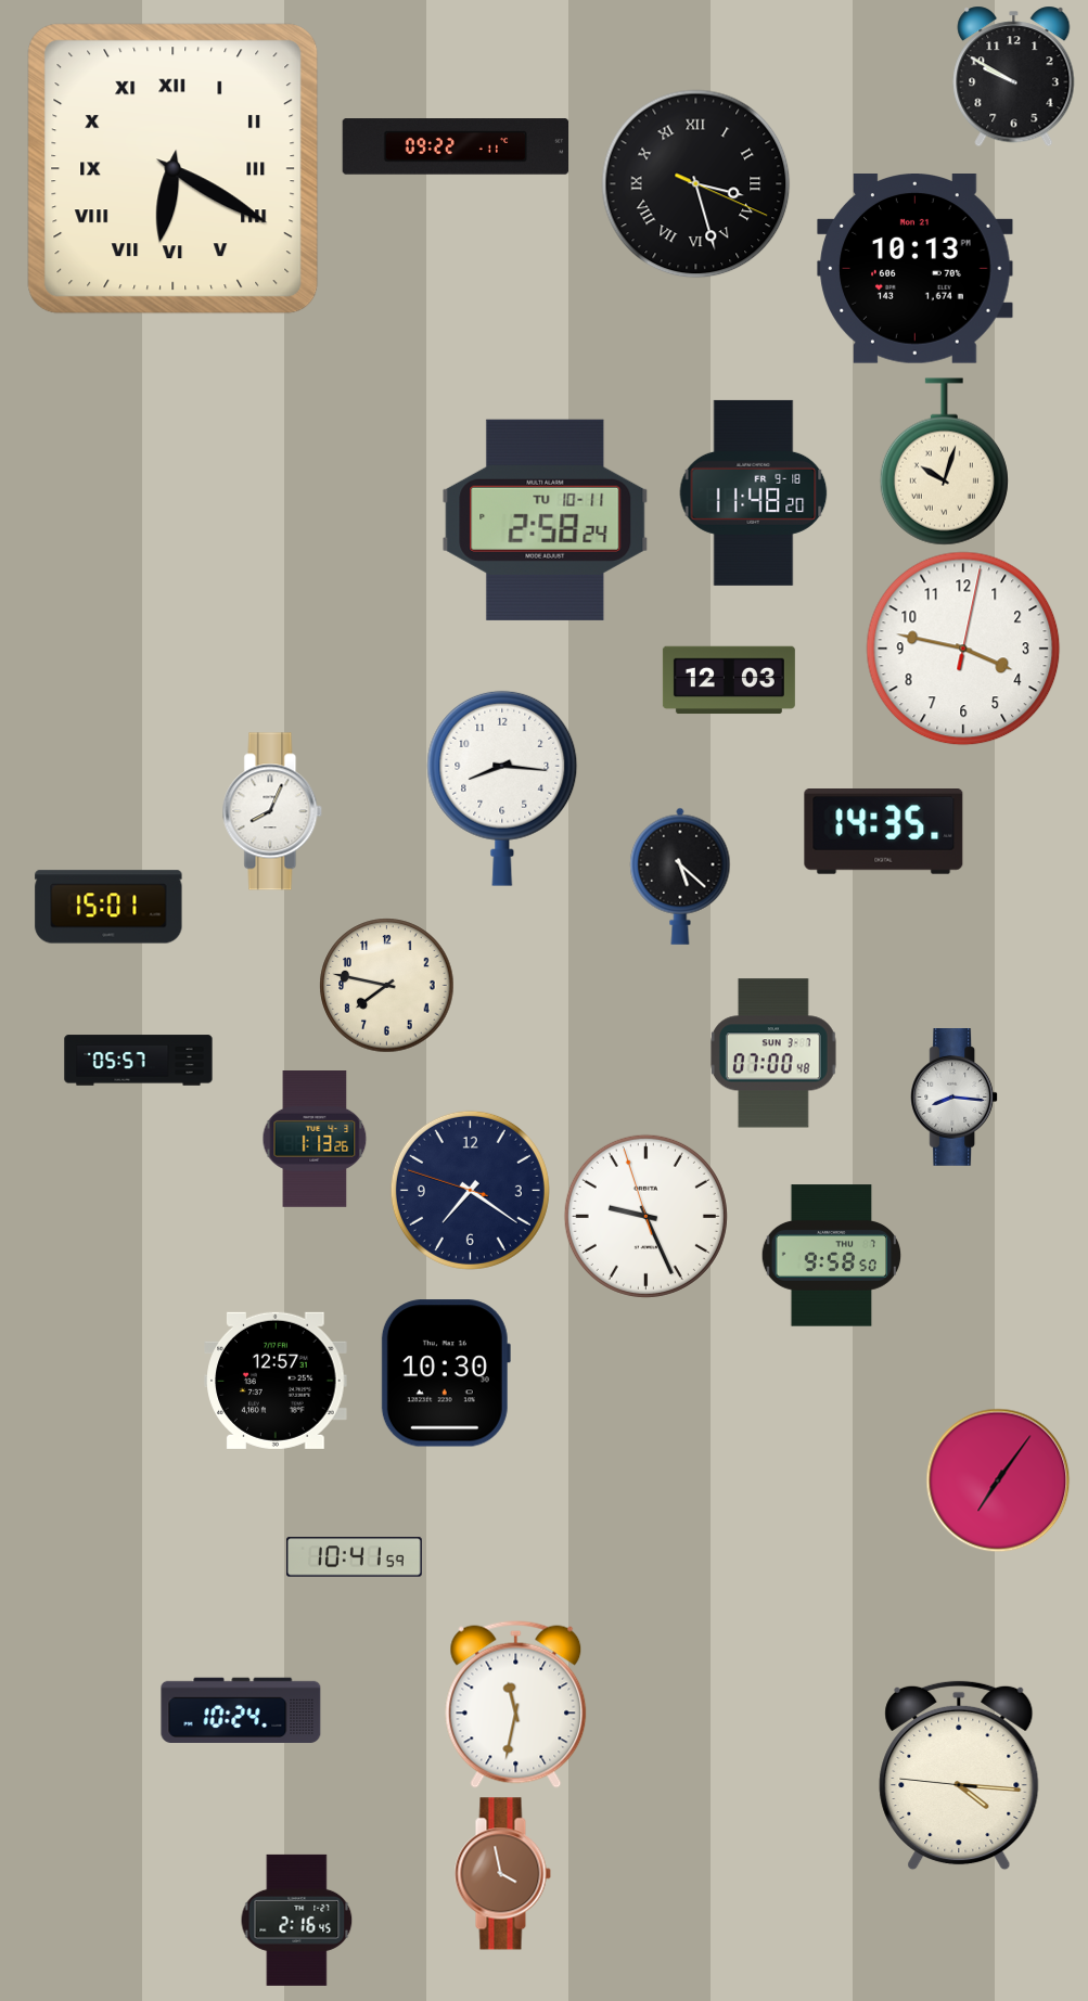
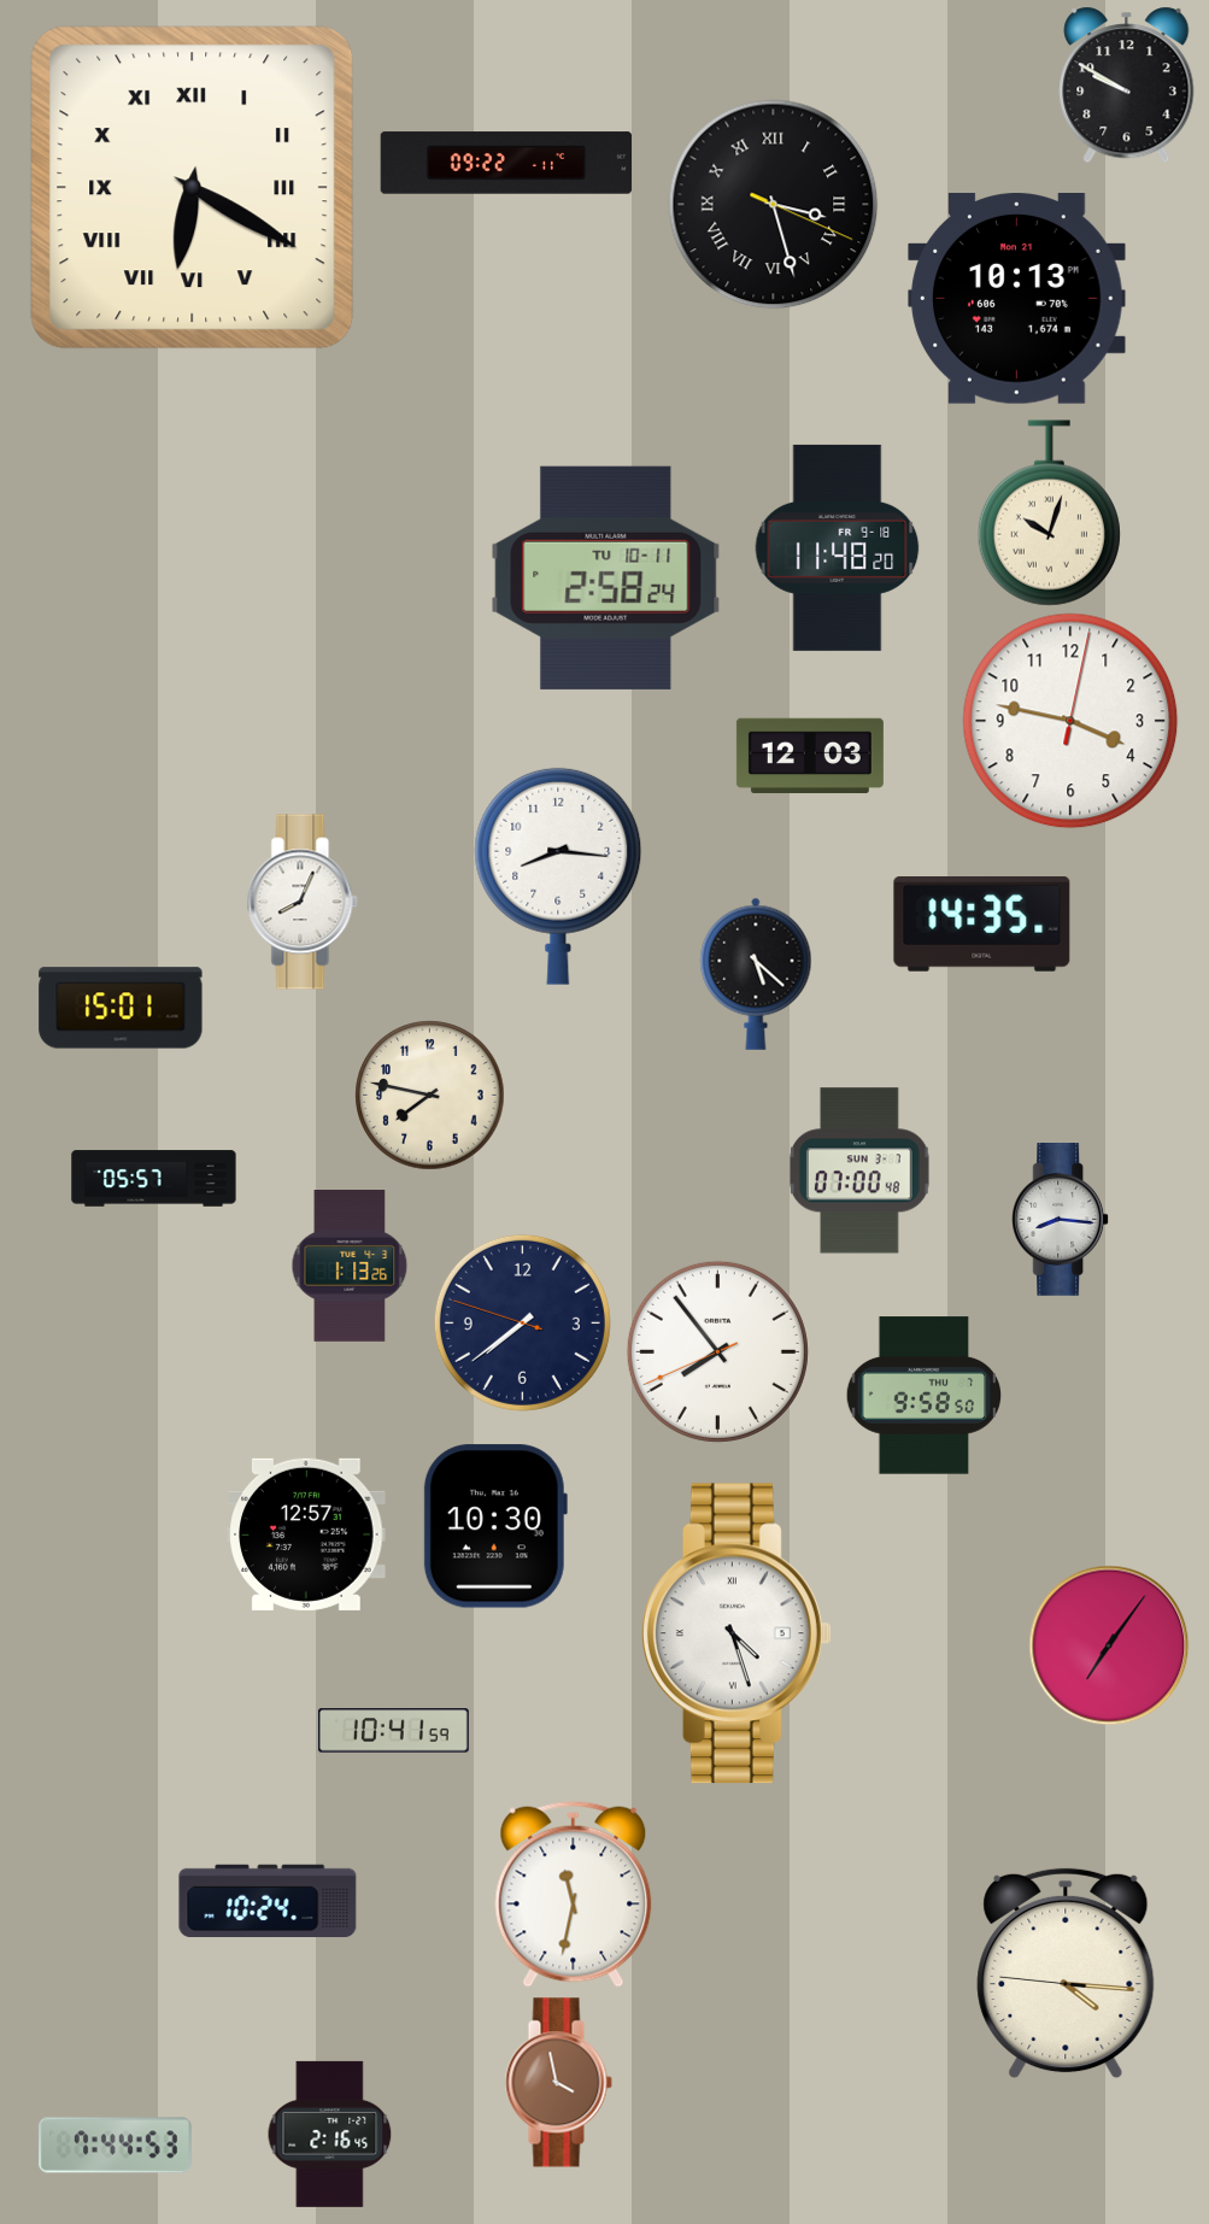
clock at (470, 1190): 7:20 -> 7:38
clock at (645, 1216): 9:25 -> 7:53
clock at (736, 1633): none -> 4:27
clock at (116, 2146): none -> 7:44
